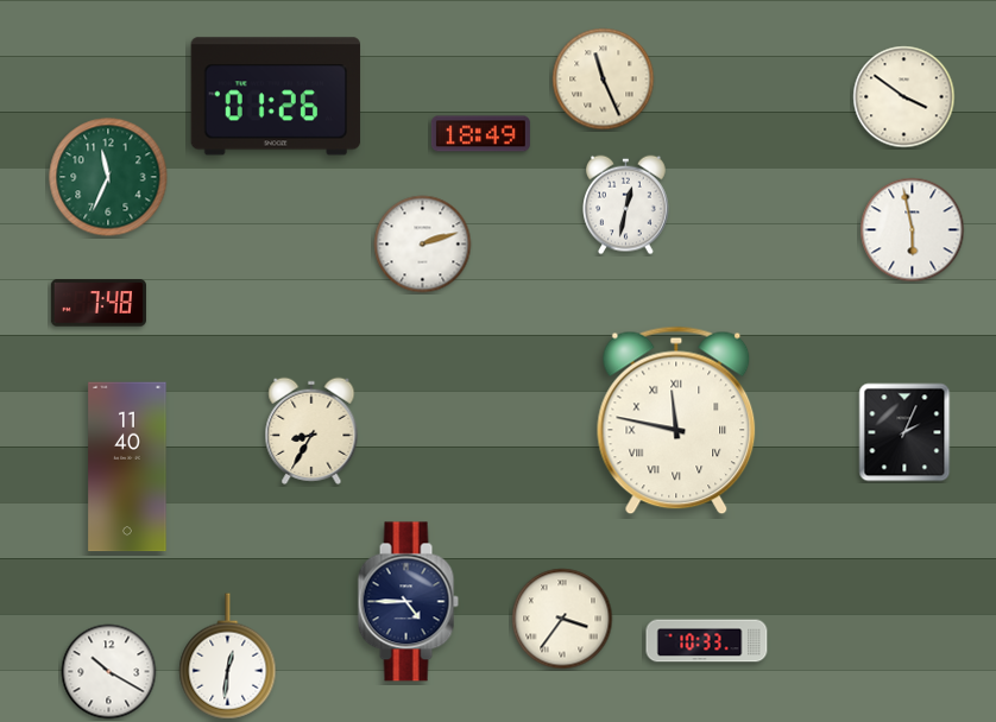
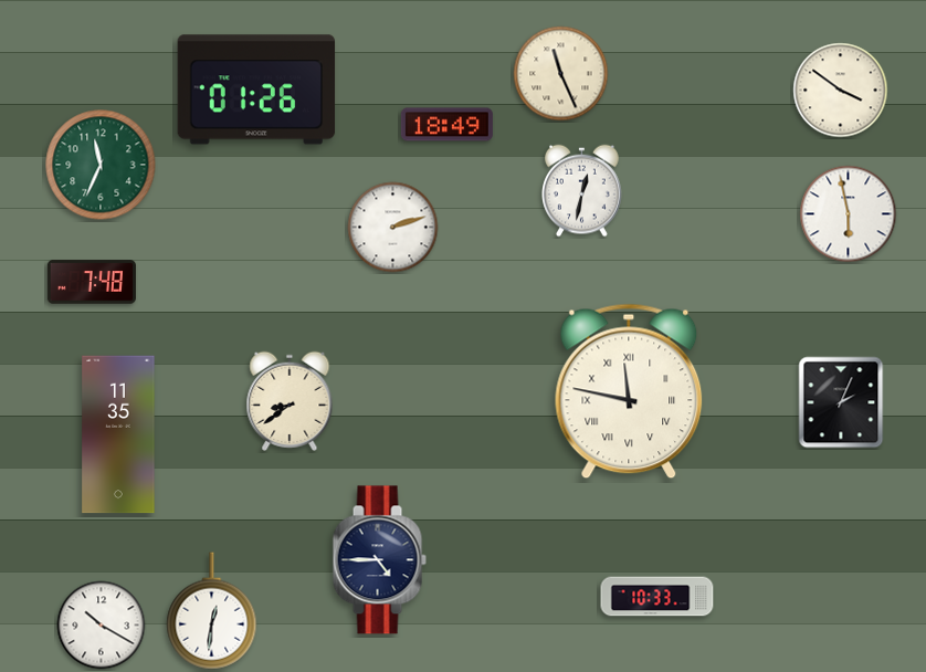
clock at (311, 431): 8:35 -> 8:39
clock at (127, 467): 11:40 -> 11:35
clock at (562, 619): 3:36 -> none
